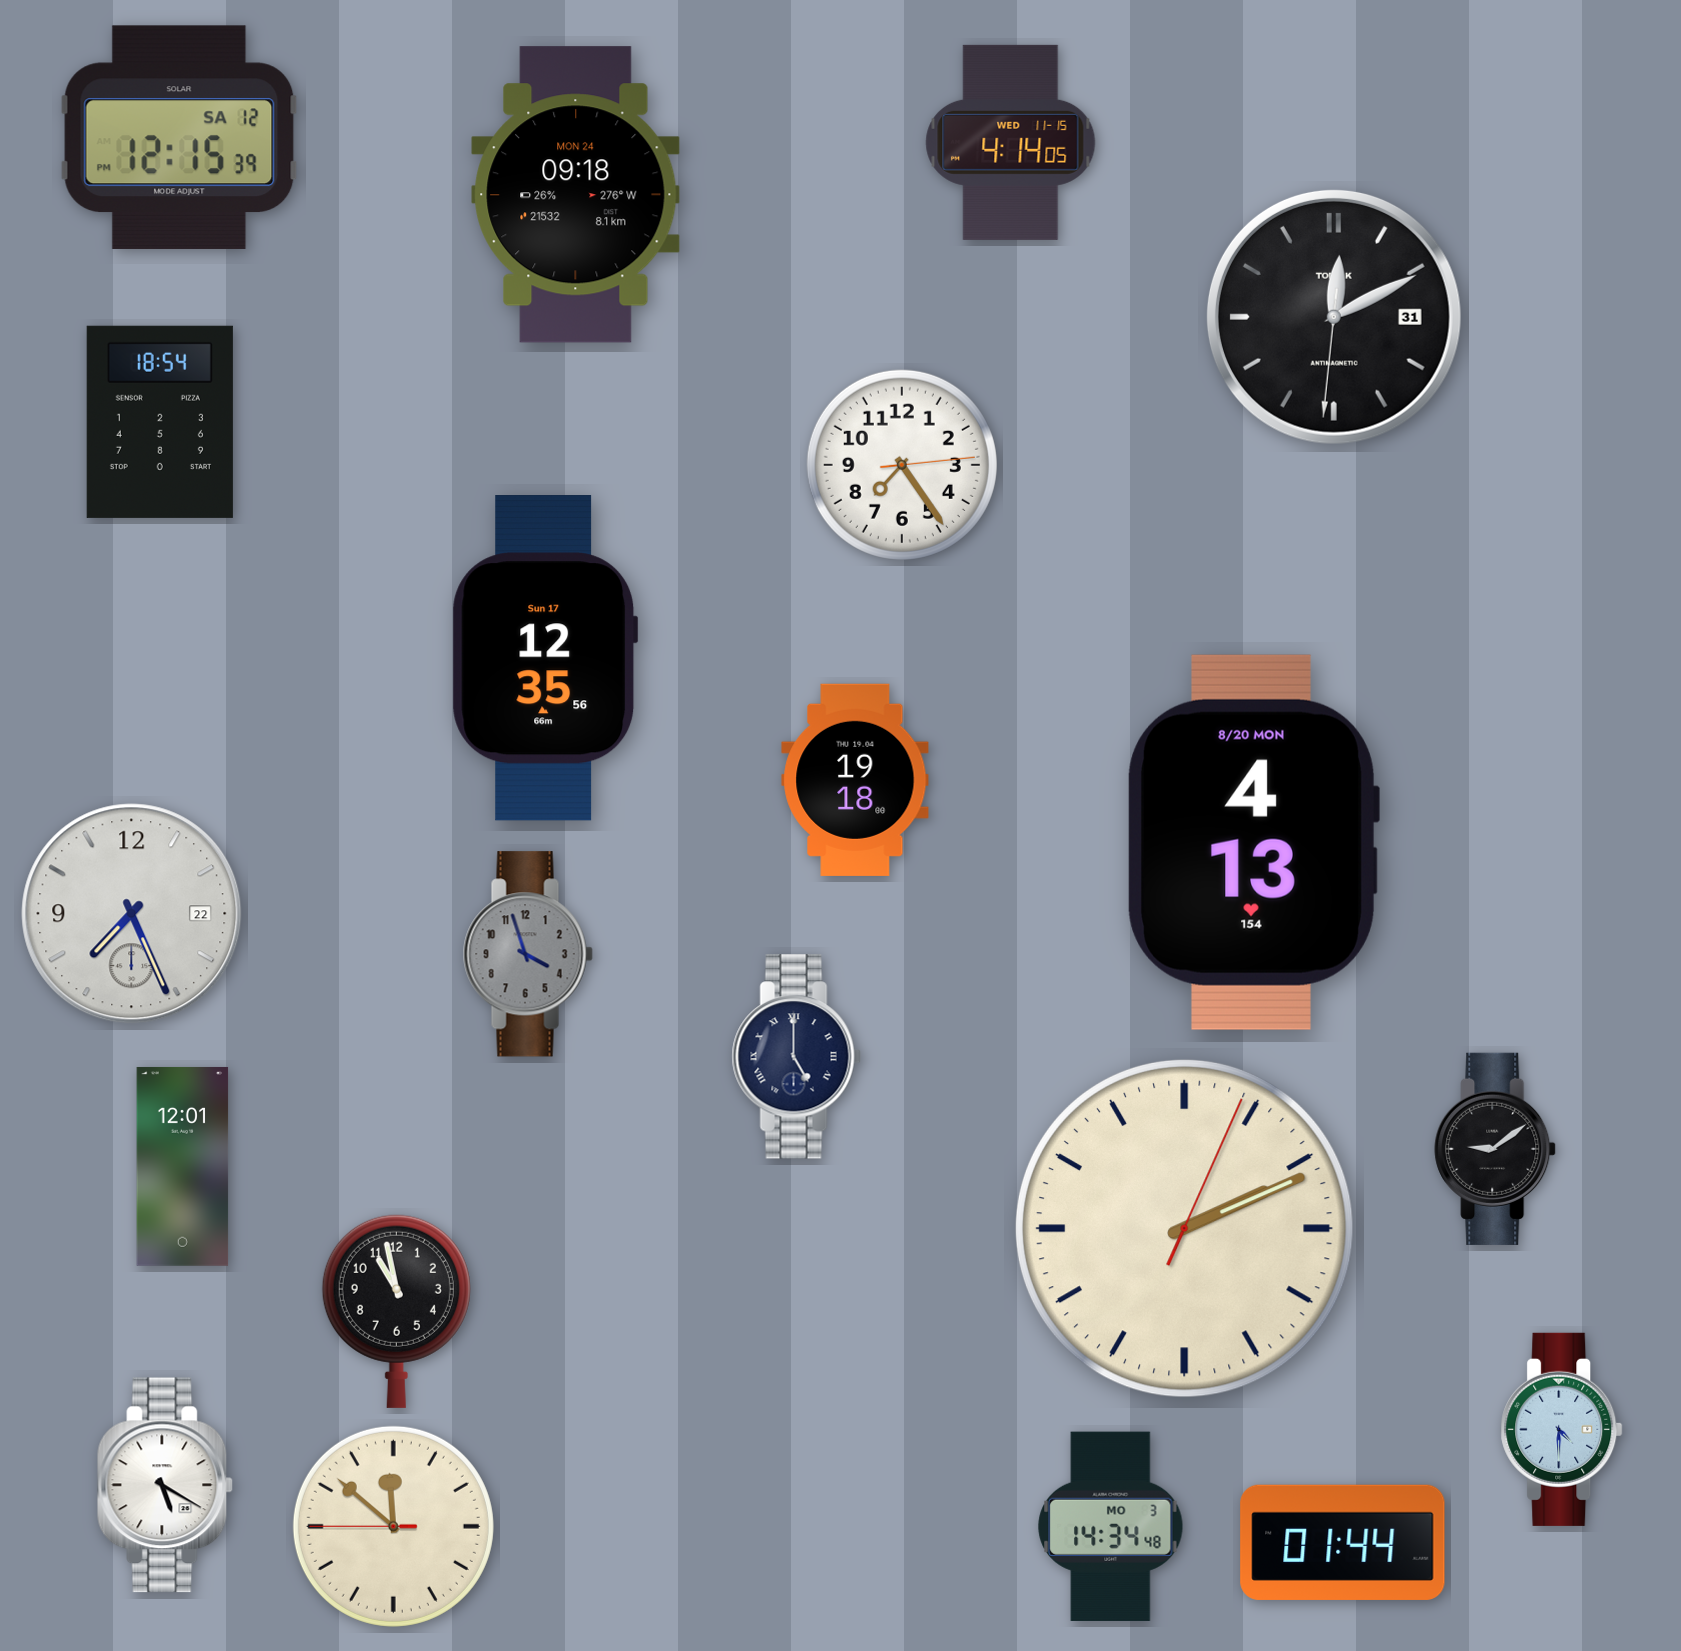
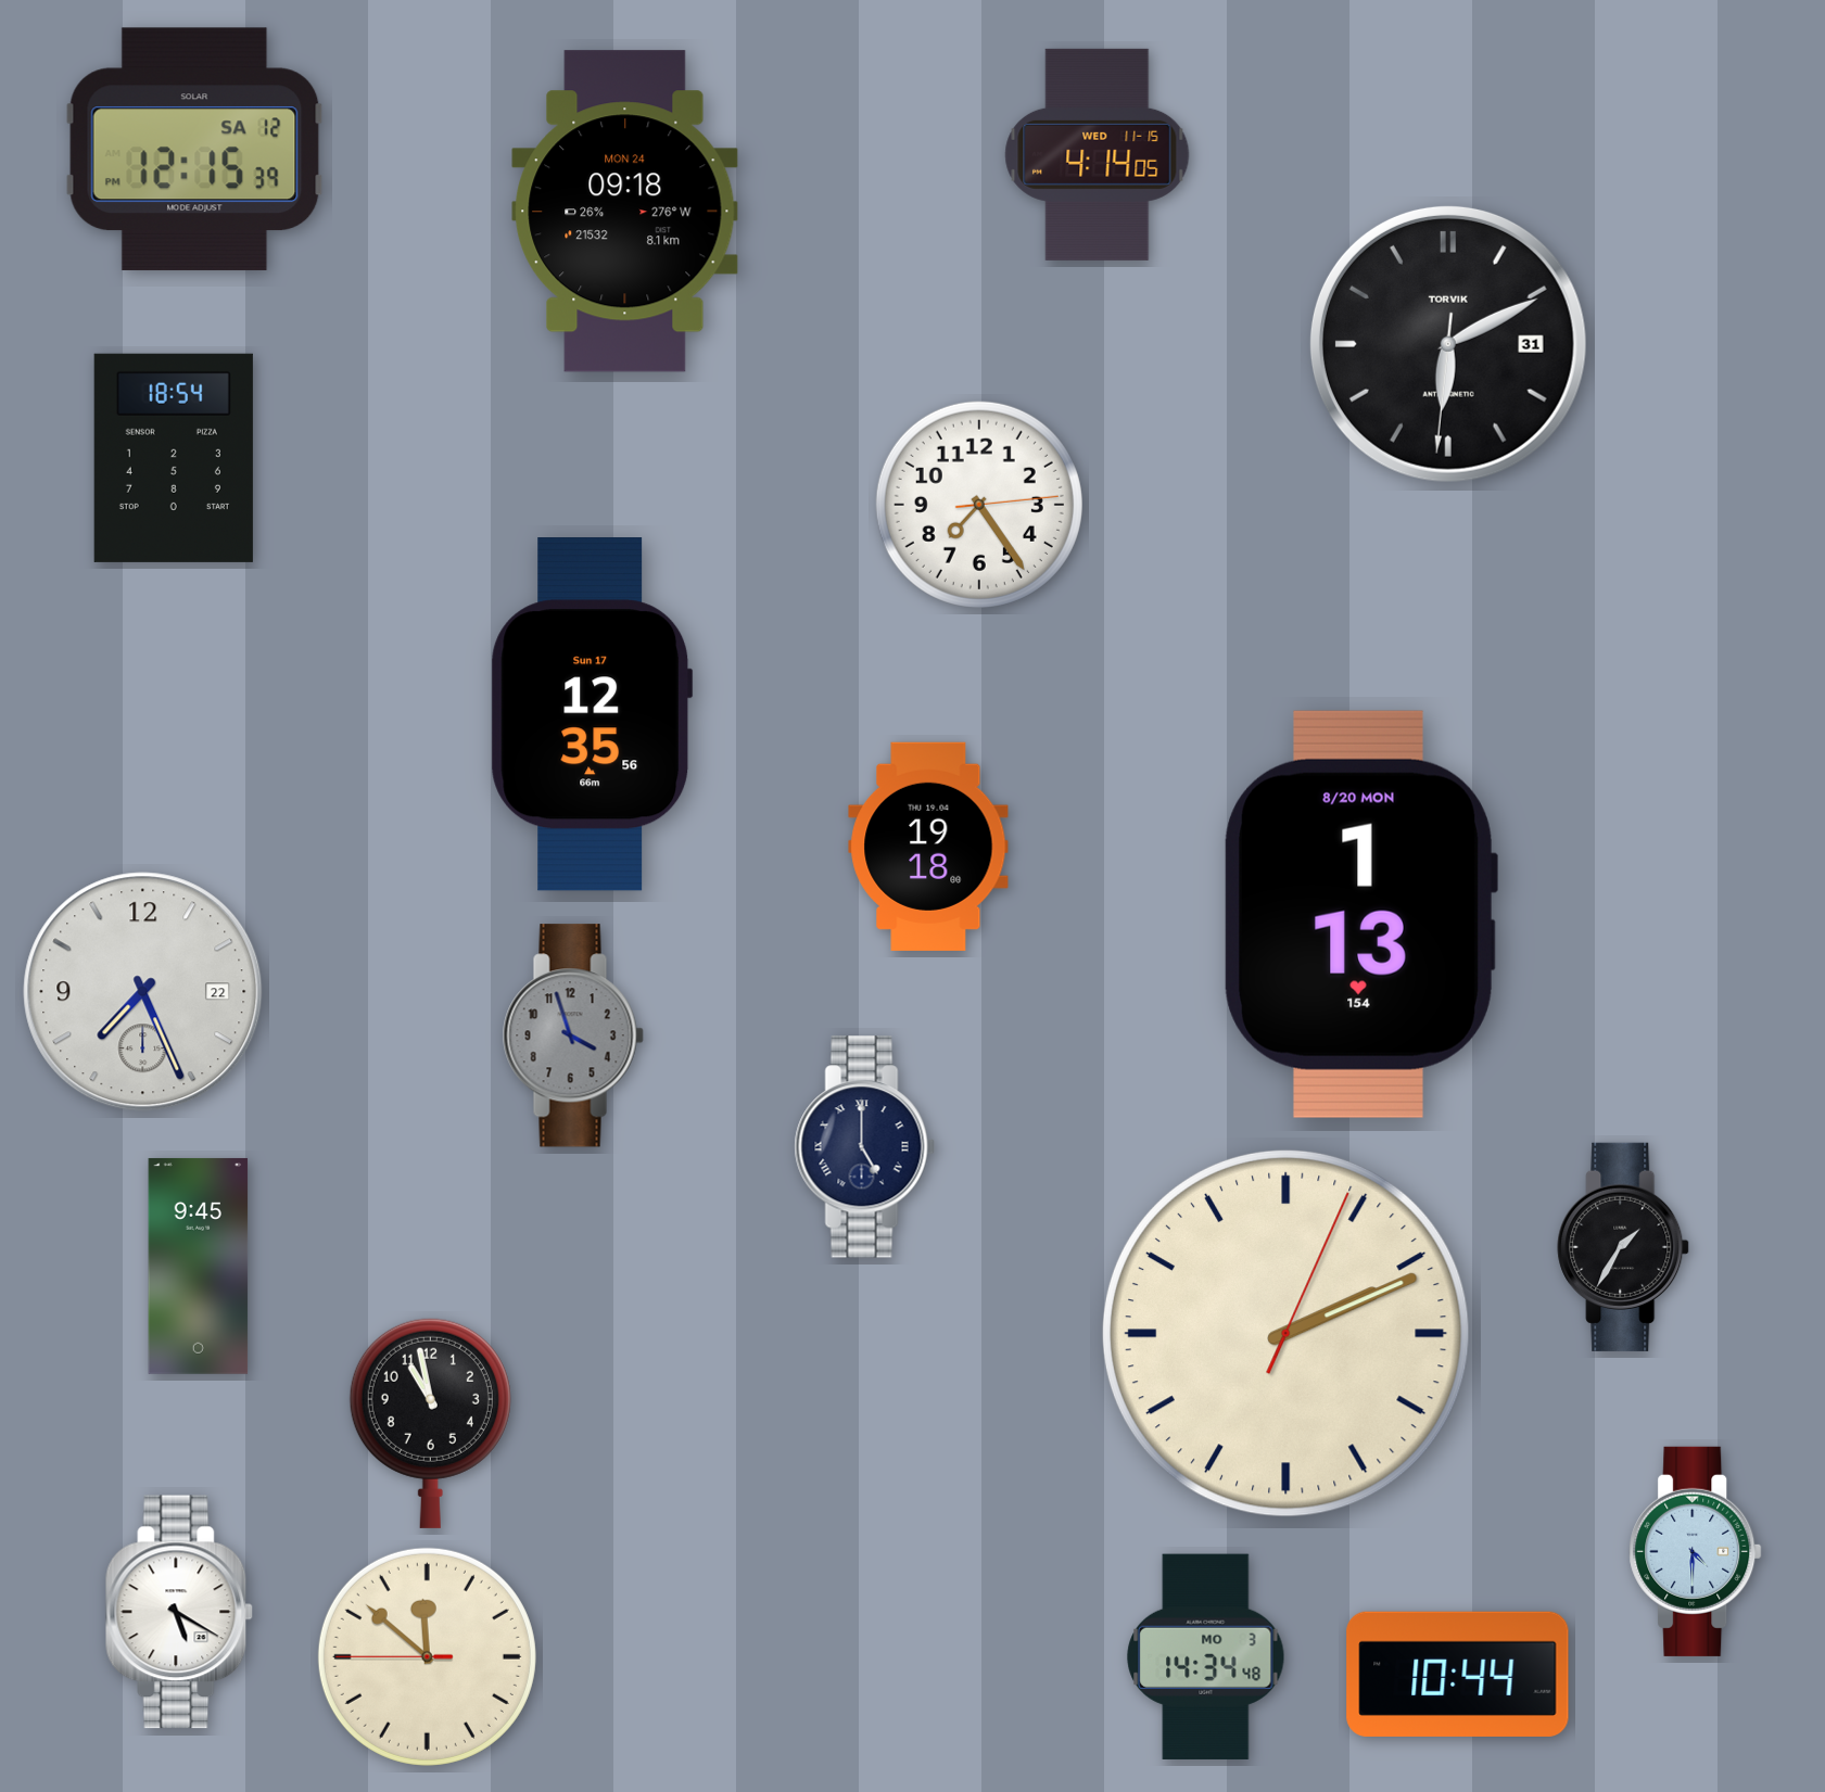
clock at (1334, 317): 12:10 -> 6:10
clock at (1253, 842): 4:13 -> 1:13
clock at (1495, 1149): 9:09 -> 1:35
clock at (183, 1166): 12:01 -> 9:45
clock at (1343, 1542): 01:44 -> 10:44
